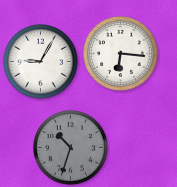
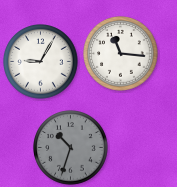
clock at (121, 54): 6:16 -> 11:16
